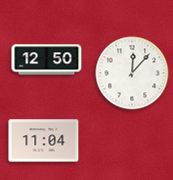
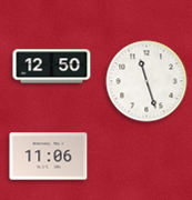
clock at (132, 73): 12:07 -> 11:27
clock at (44, 141): 11:04 -> 11:06
